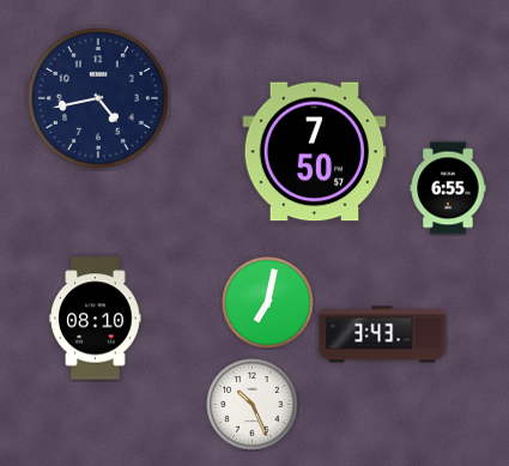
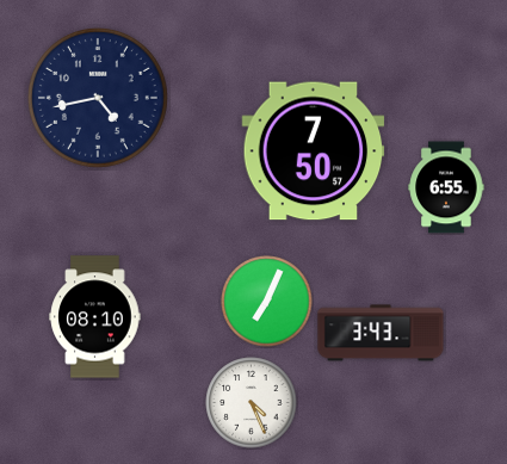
clock at (268, 303): 7:02 -> 7:04
clock at (253, 405): 10:26 -> 4:26
